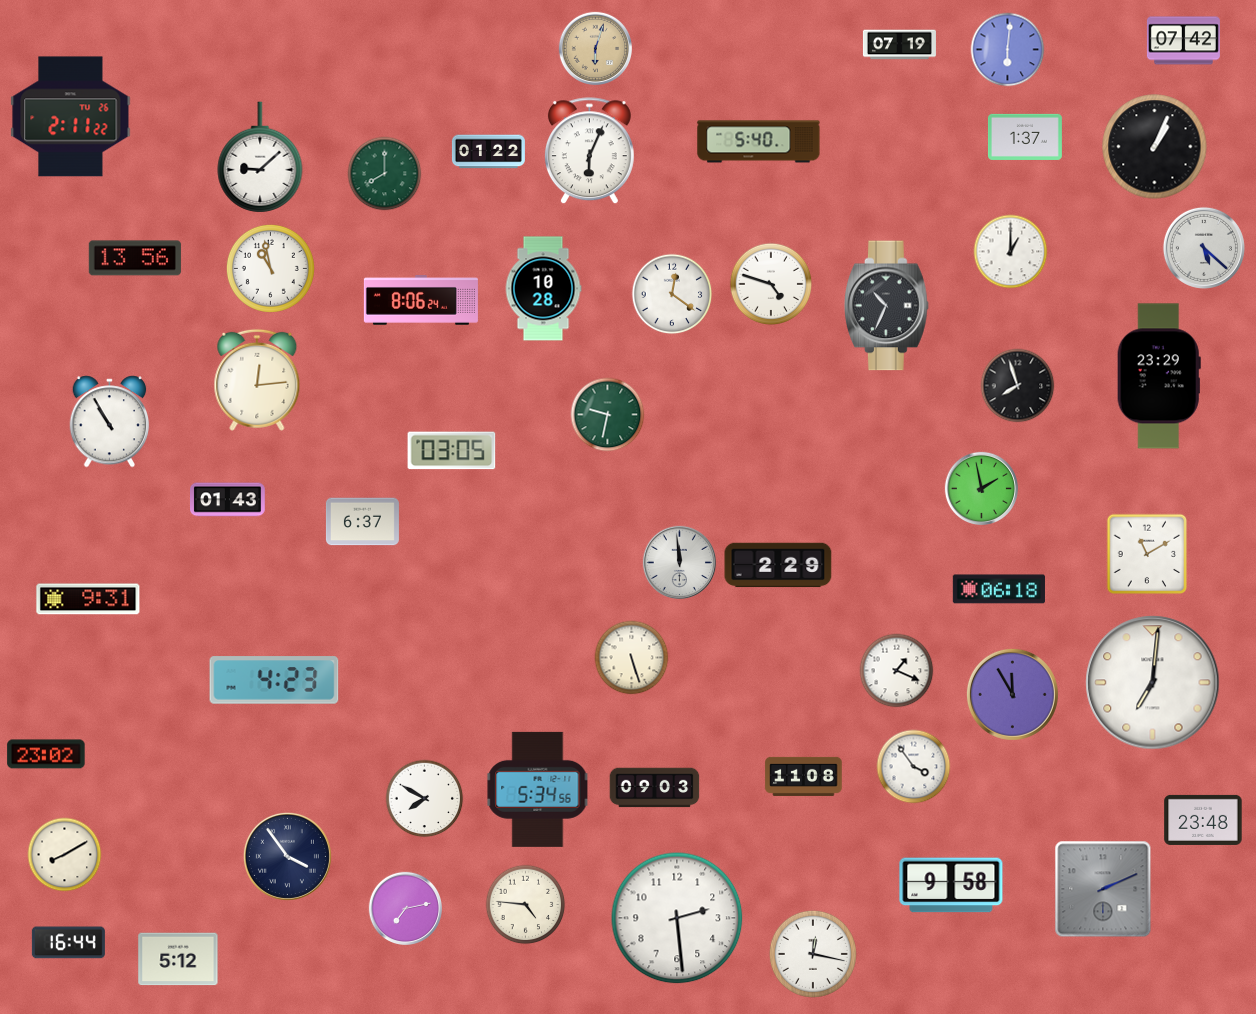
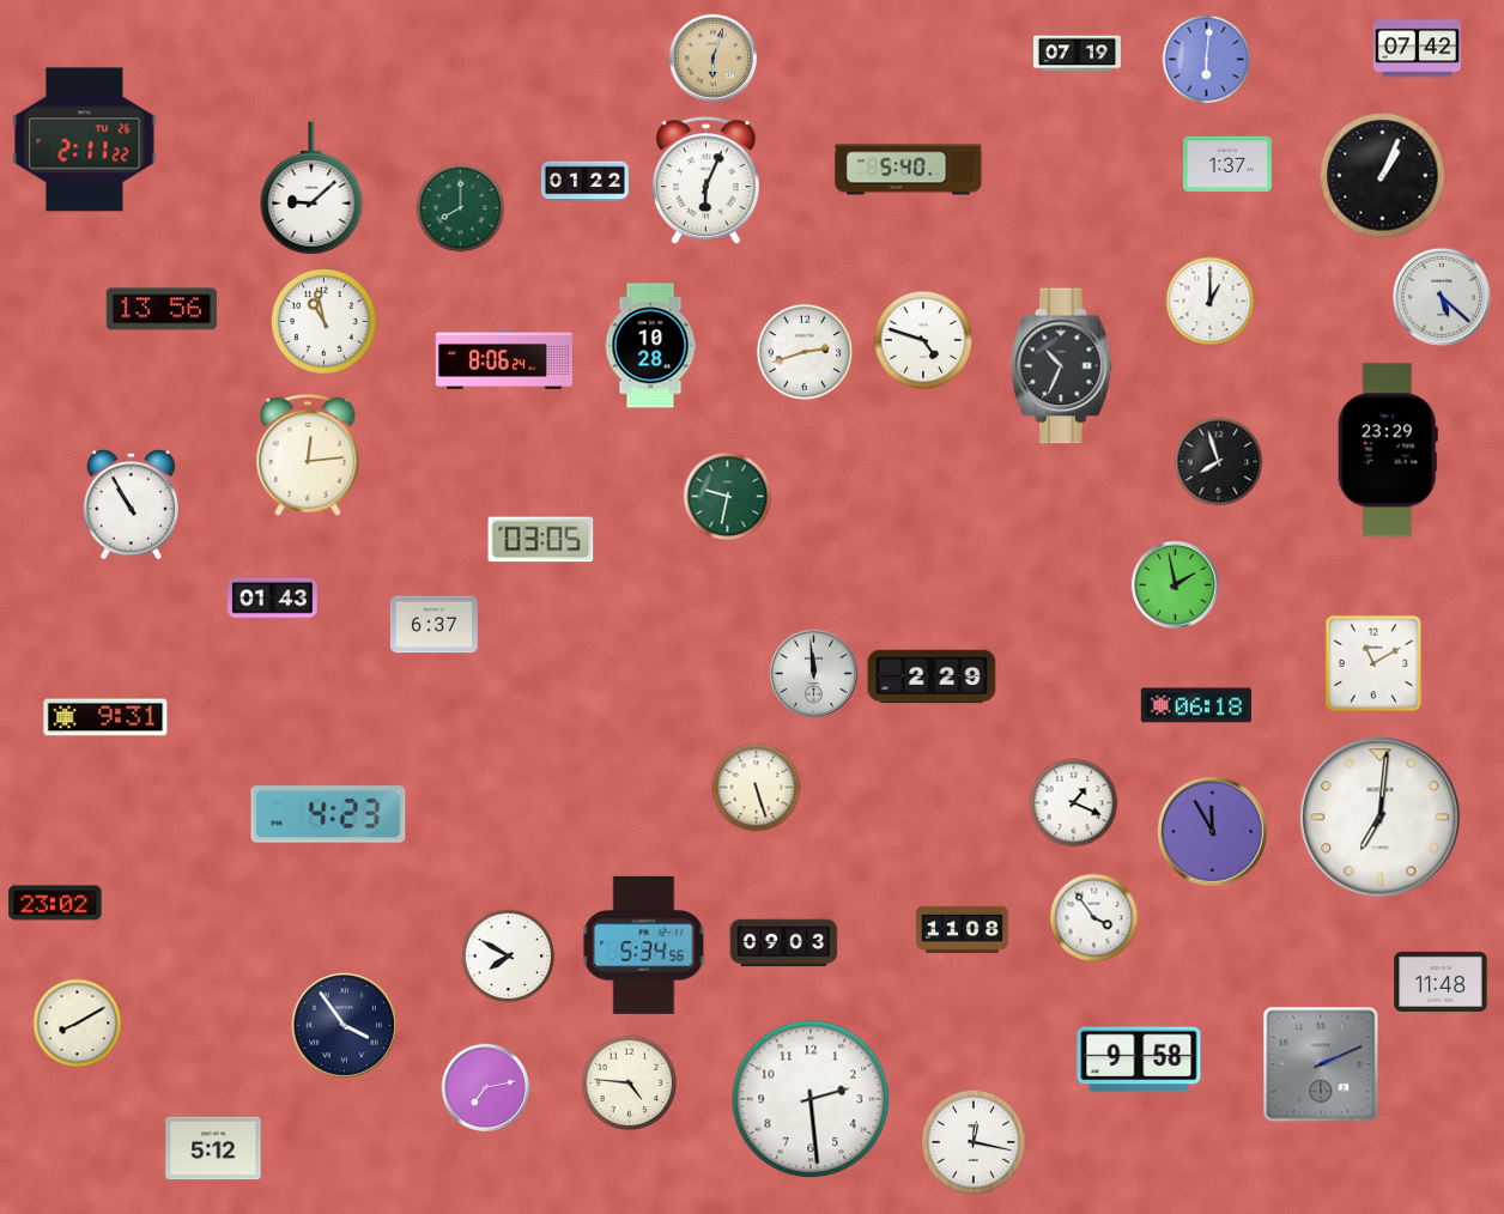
clock at (672, 294): 12:21 -> 2:42
clock at (1203, 820): 23:48 -> 11:48
clock at (68, 943): 16:44 -> none
